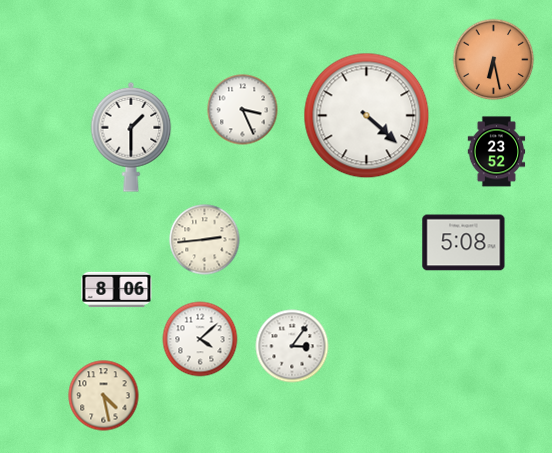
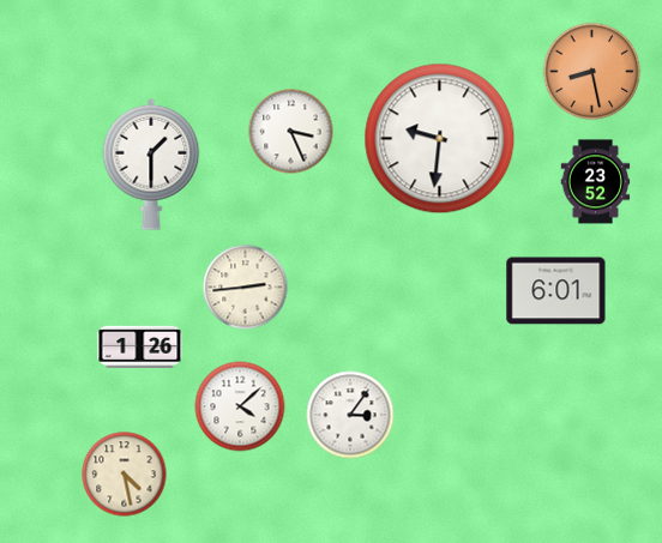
clock at (494, 60): 6:28 -> 8:28
clock at (367, 116): 4:22 -> 9:31
clock at (131, 137) position: (131, 137) -> (151, 164)
clock at (464, 243): 5:08 -> 6:01
clock at (117, 289): 8:06 -> 1:26
